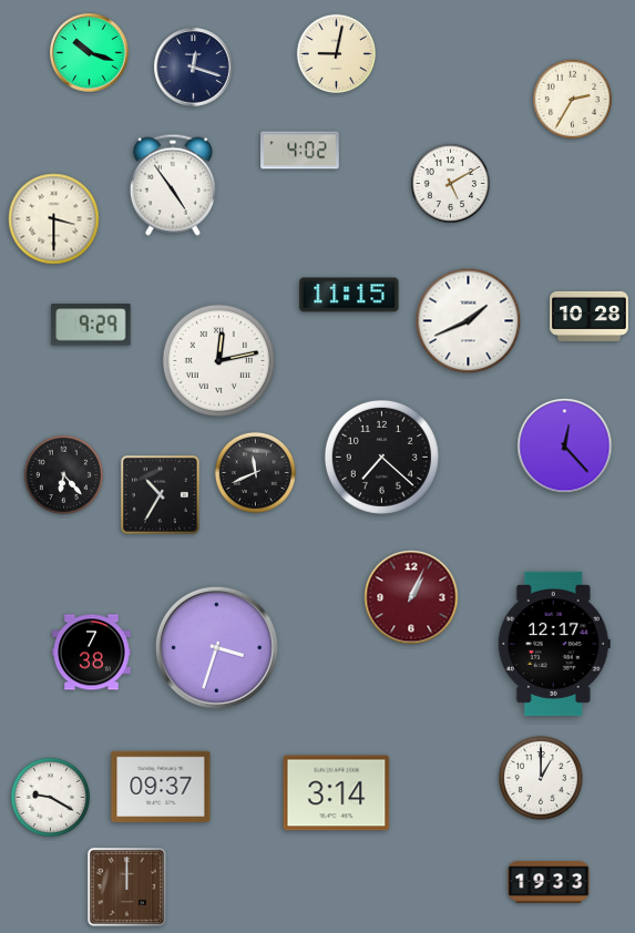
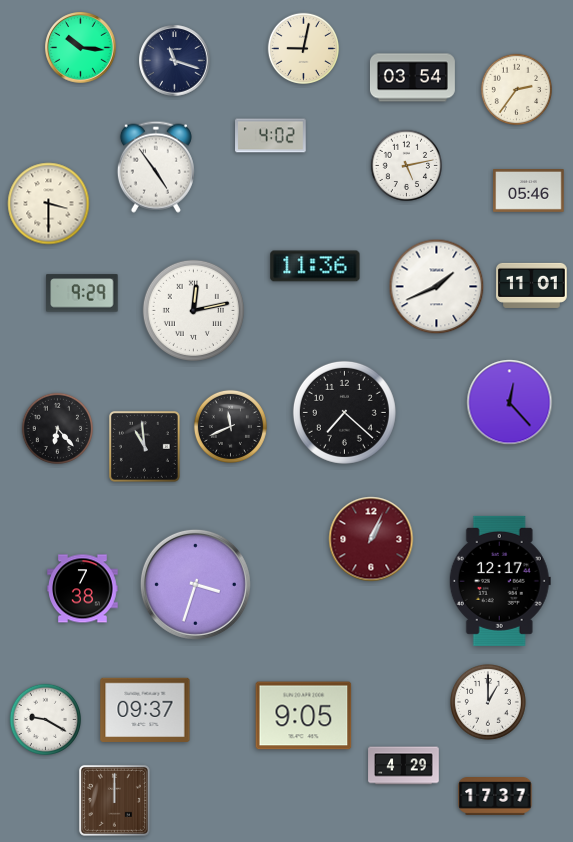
clock at (90, 53): 10:18 -> 10:16
clock at (194, 68): 12:18 -> 11:18
clock at (412, 78): none -> 03:54
clock at (572, 99): 2:35 -> 2:36
clock at (450, 183): 5:10 -> 5:13
clock at (529, 191): none -> 05:46
clock at (54, 219) position: (54, 219) -> (49, 204)
clock at (349, 295): 11:15 -> 11:36
clock at (590, 316): 10:28 -> 11:01
clock at (469, 321) position: (469, 321) -> (437, 287)
clock at (218, 360) position: (218, 360) -> (193, 310)
clock at (160, 494): 10:35 -> 10:59
clock at (337, 793): 3:14 -> 9:05
clock at (404, 766): none -> 4:29
clock at (549, 883): 19:33 -> 17:37
